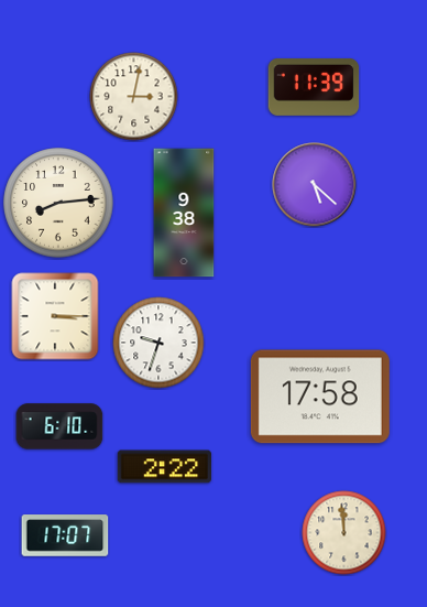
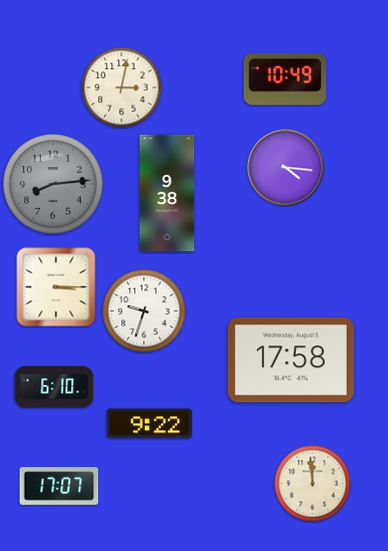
clock at (314, 87): 11:39 -> 10:49
clock at (315, 185): 5:22 -> 4:16
clock at (58, 203) dial: cream -> grey
clock at (55, 316) position: (55, 316) -> (56, 287)
clock at (164, 467): 2:22 -> 9:22
